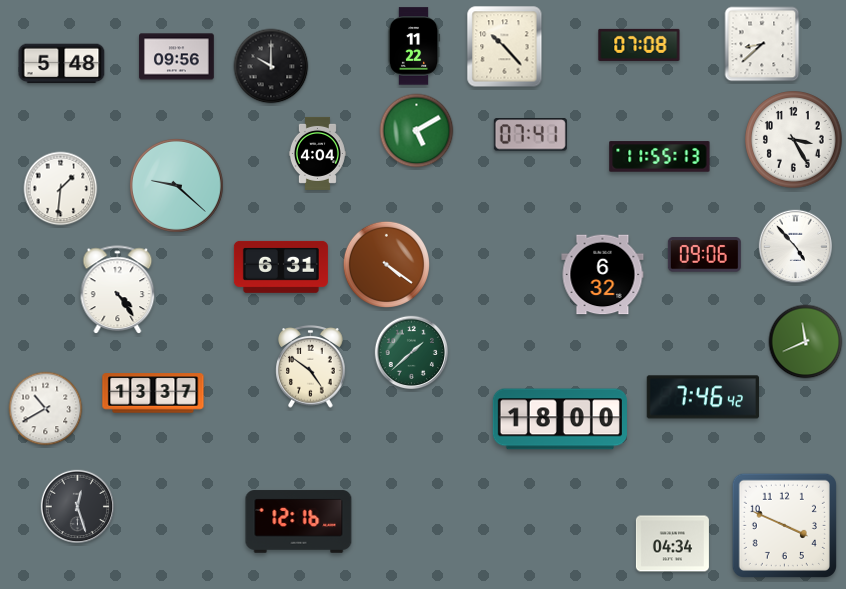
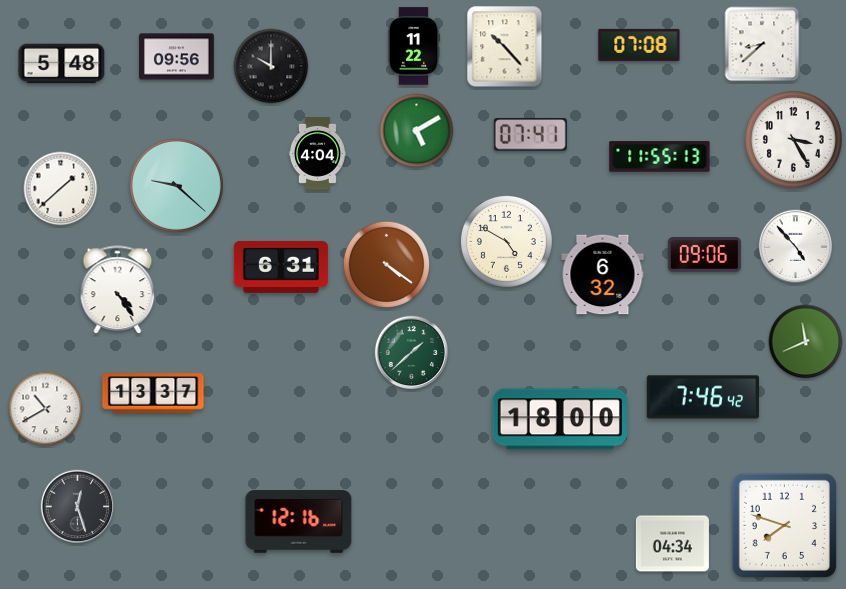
clock at (61, 189): 1:31 -> 1:38
clock at (506, 241): none -> 4:50
clock at (311, 367): 4:51 -> none
clock at (784, 525): 3:49 -> 7:48
